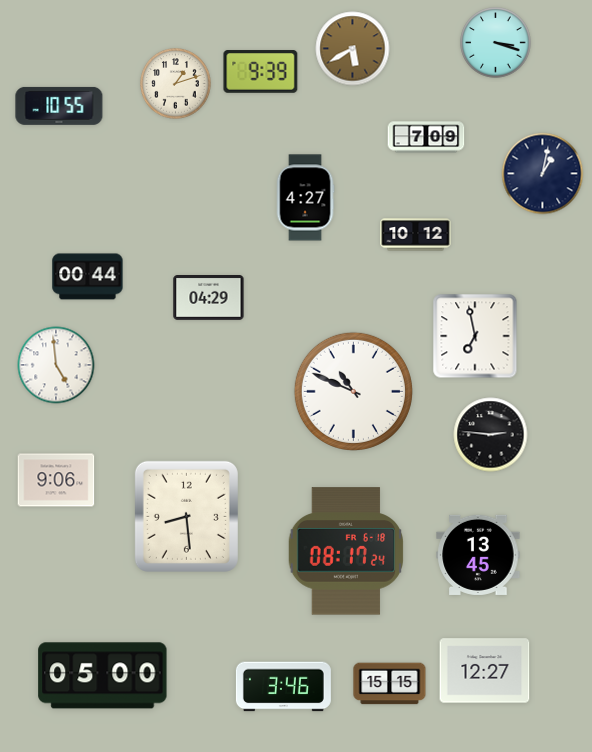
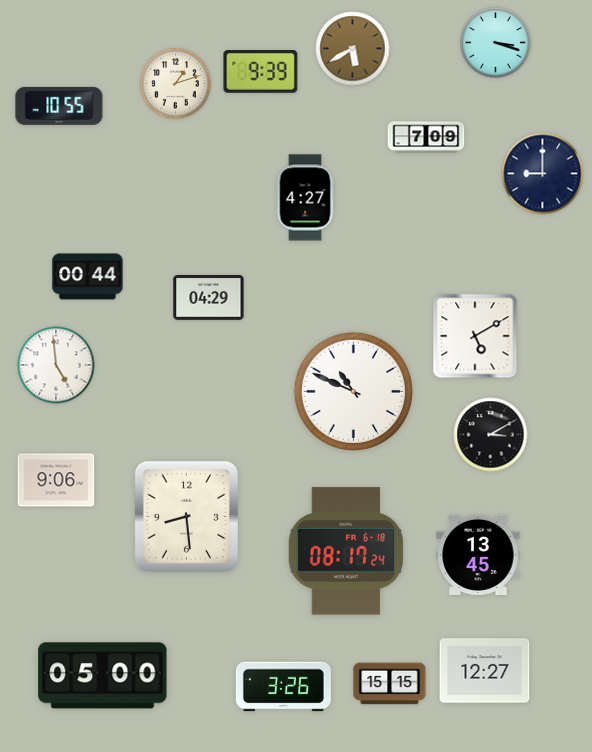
clock at (543, 174): 1:02 -> 9:00
clock at (416, 235): 10:12 -> none
clock at (475, 336): 6:58 -> 5:10
clock at (491, 435): 2:46 -> 3:10
clock at (283, 687): 3:46 -> 3:26
